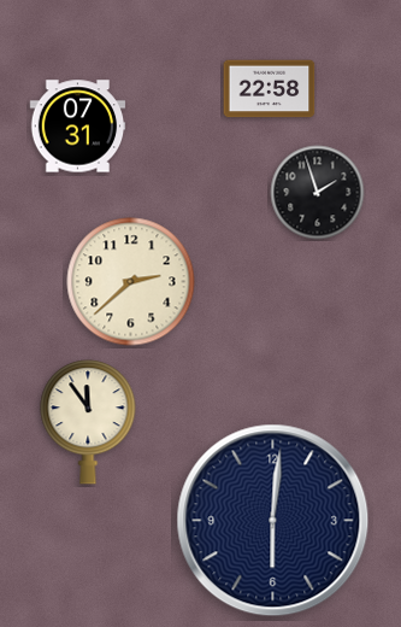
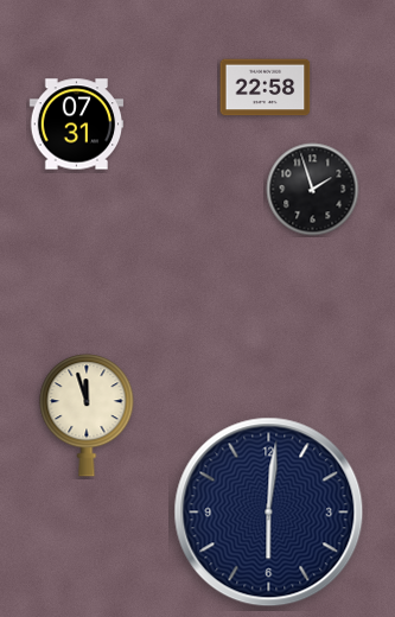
clock at (131, 282): 2:38 -> none
clock at (88, 422): 11:54 -> 11:57
